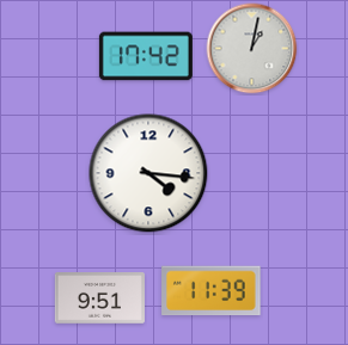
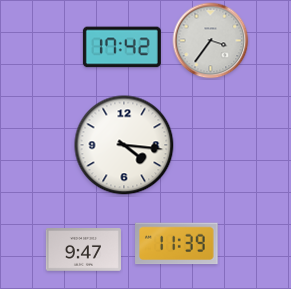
clock at (252, 49): 1:02 -> 3:36
clock at (99, 298): 9:51 -> 9:47
